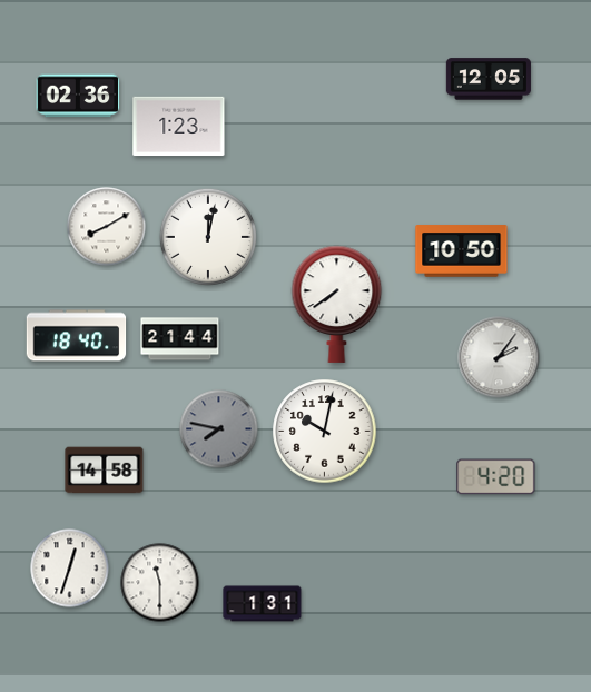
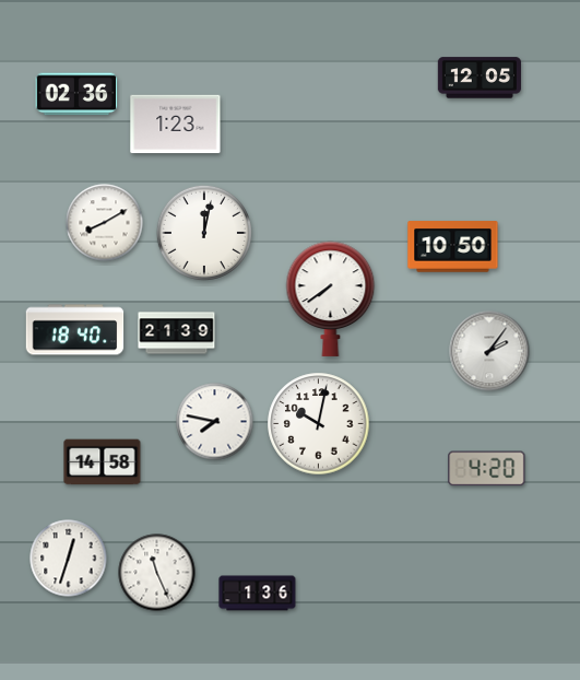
clock at (180, 339): 21:44 -> 21:39
clock at (219, 429) dial: grey -> white
clock at (160, 583): 11:30 -> 11:26
clock at (263, 604): 1:31 -> 1:36
